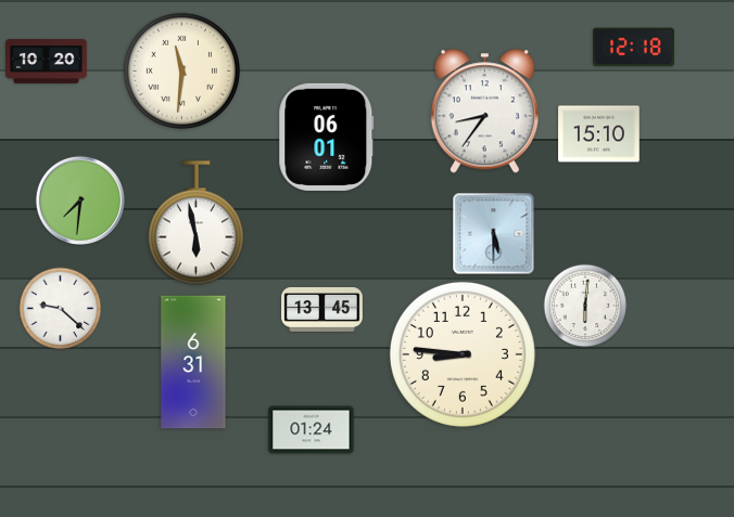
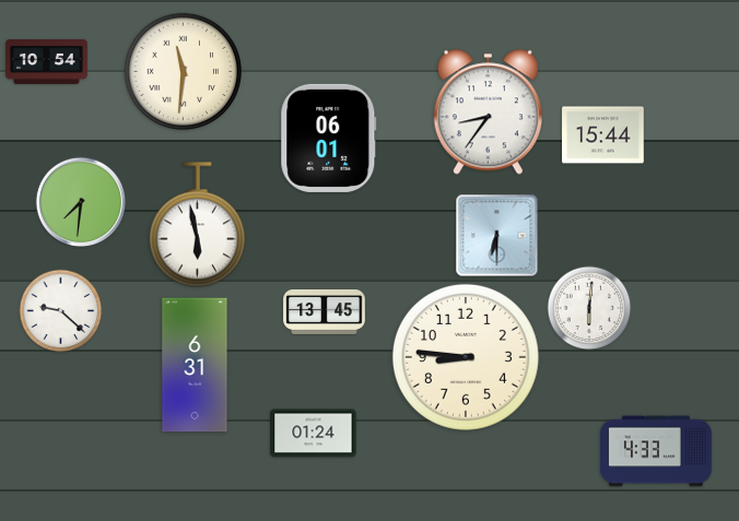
clock at (634, 48): 12:18 -> none
clock at (47, 62): 10:20 -> 10:54
clock at (599, 134): 15:10 -> 15:44
clock at (494, 234): 5:30 -> 6:30
clock at (657, 451): none -> 4:33
